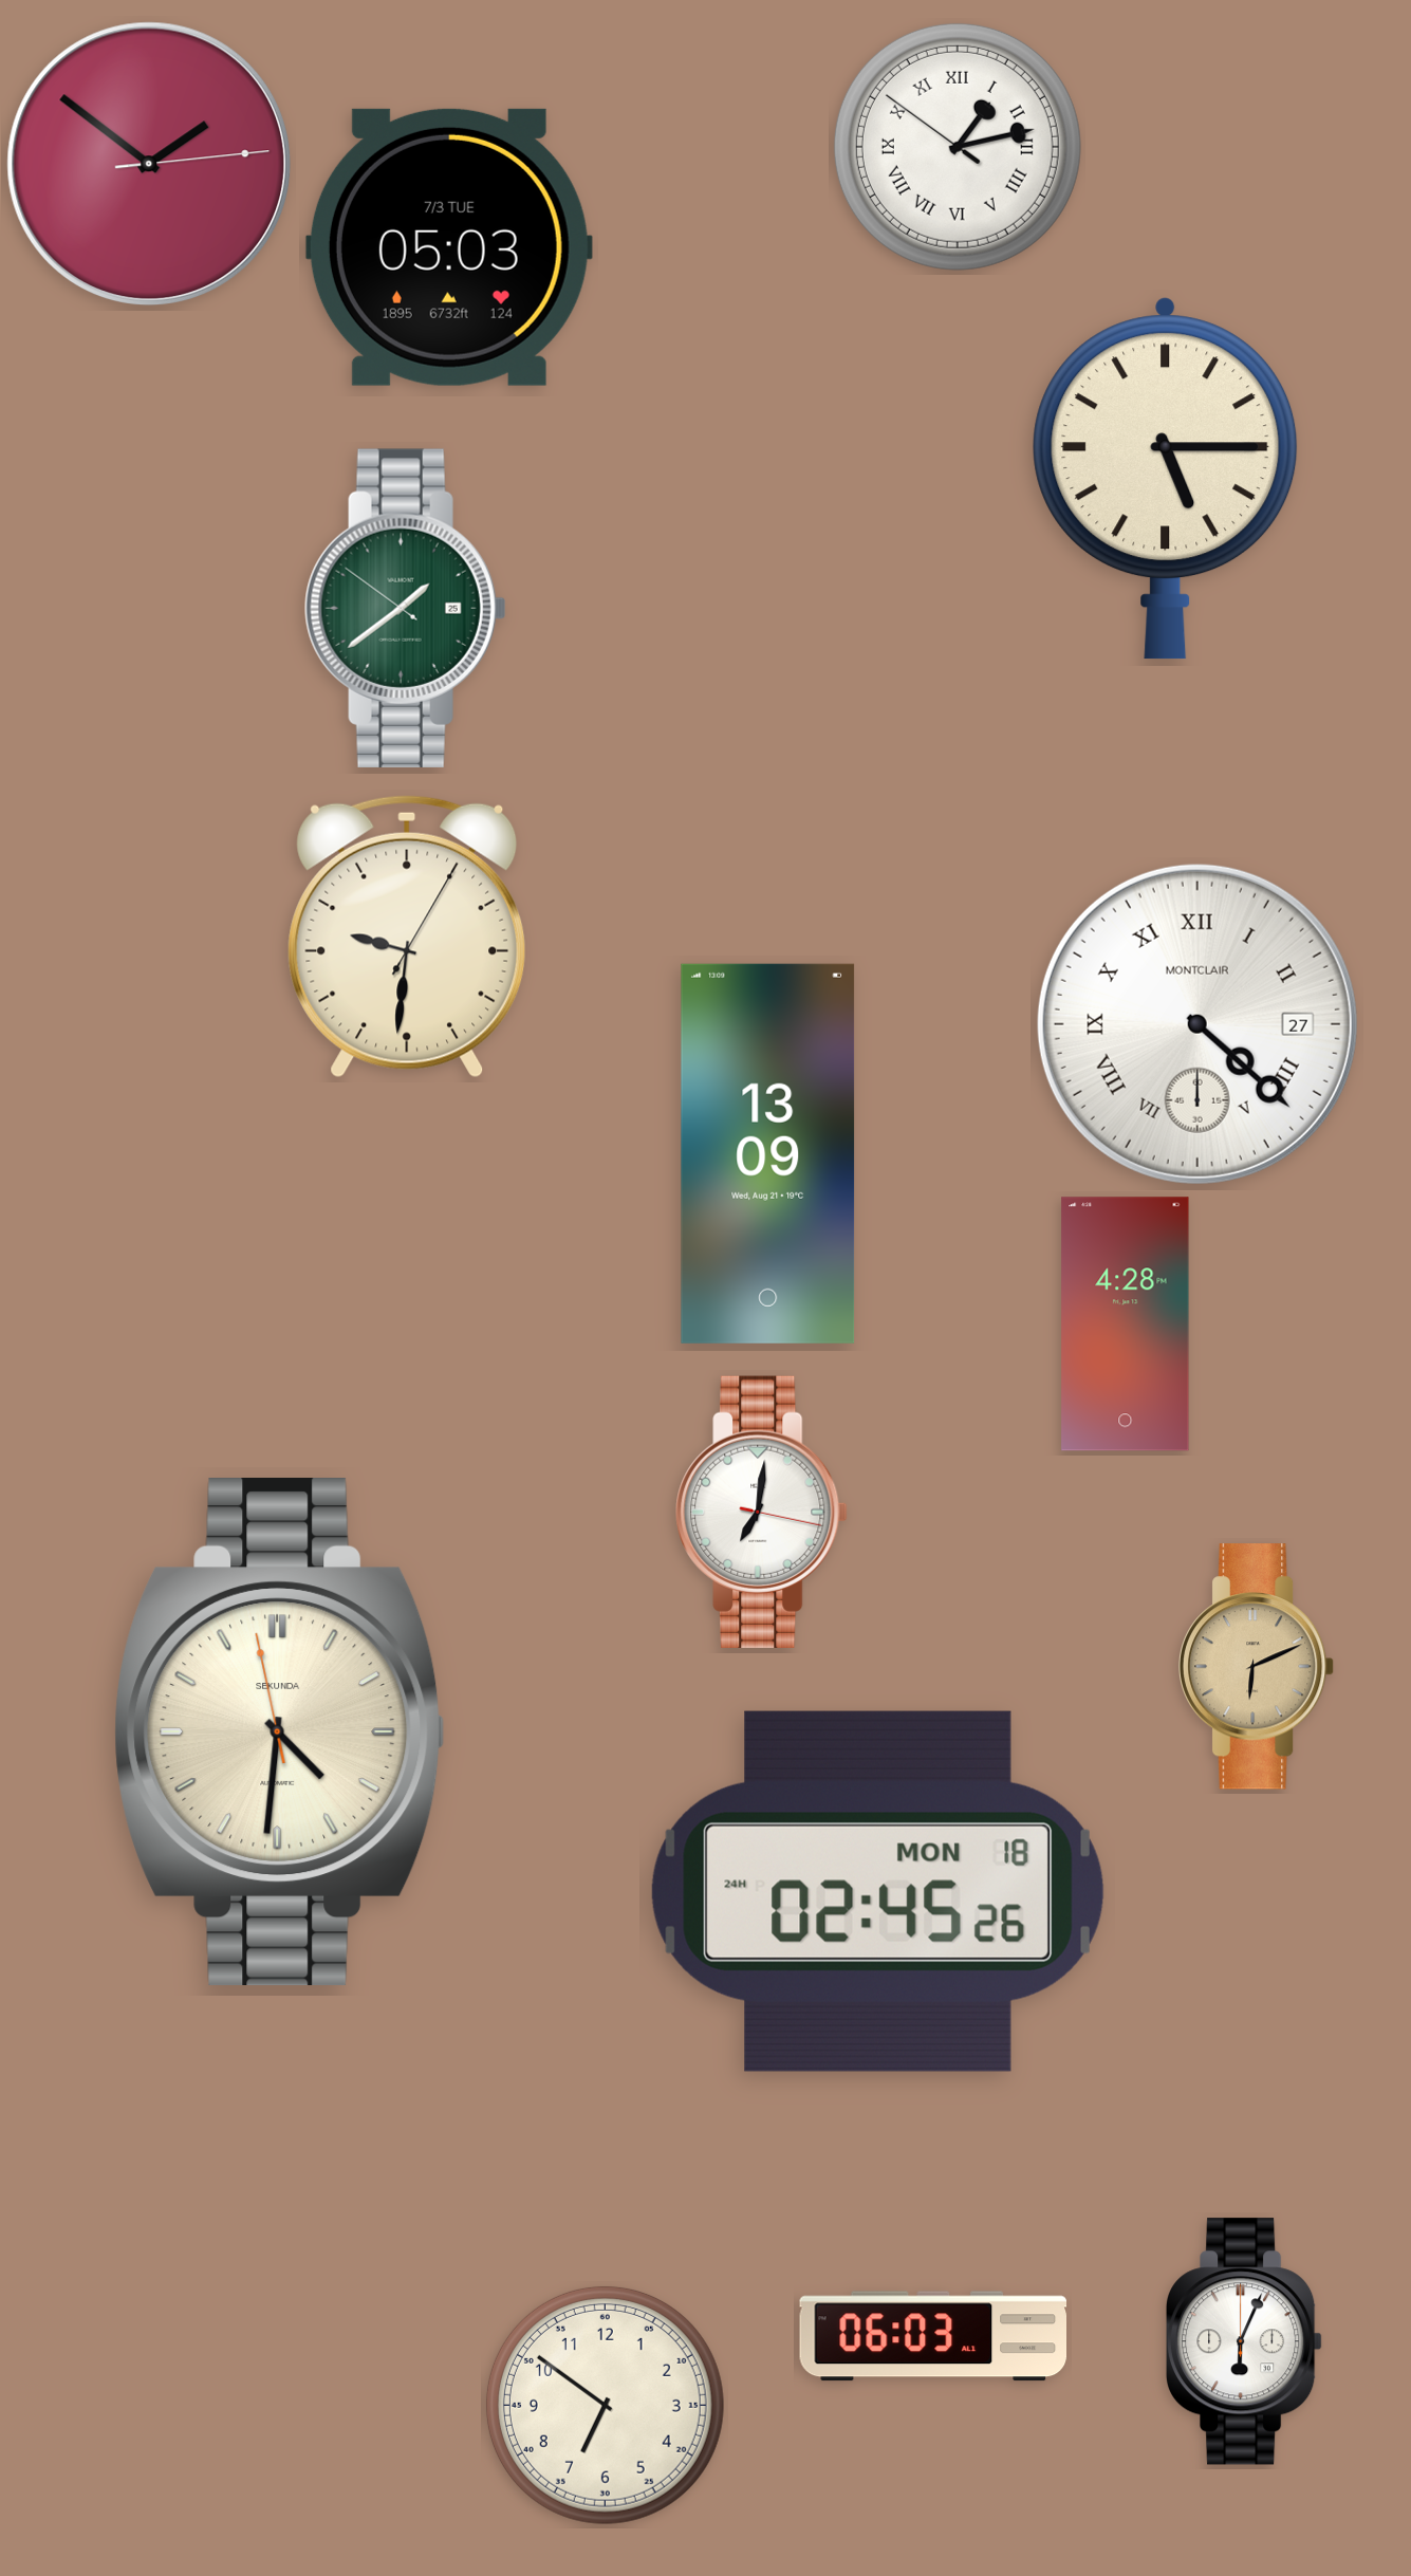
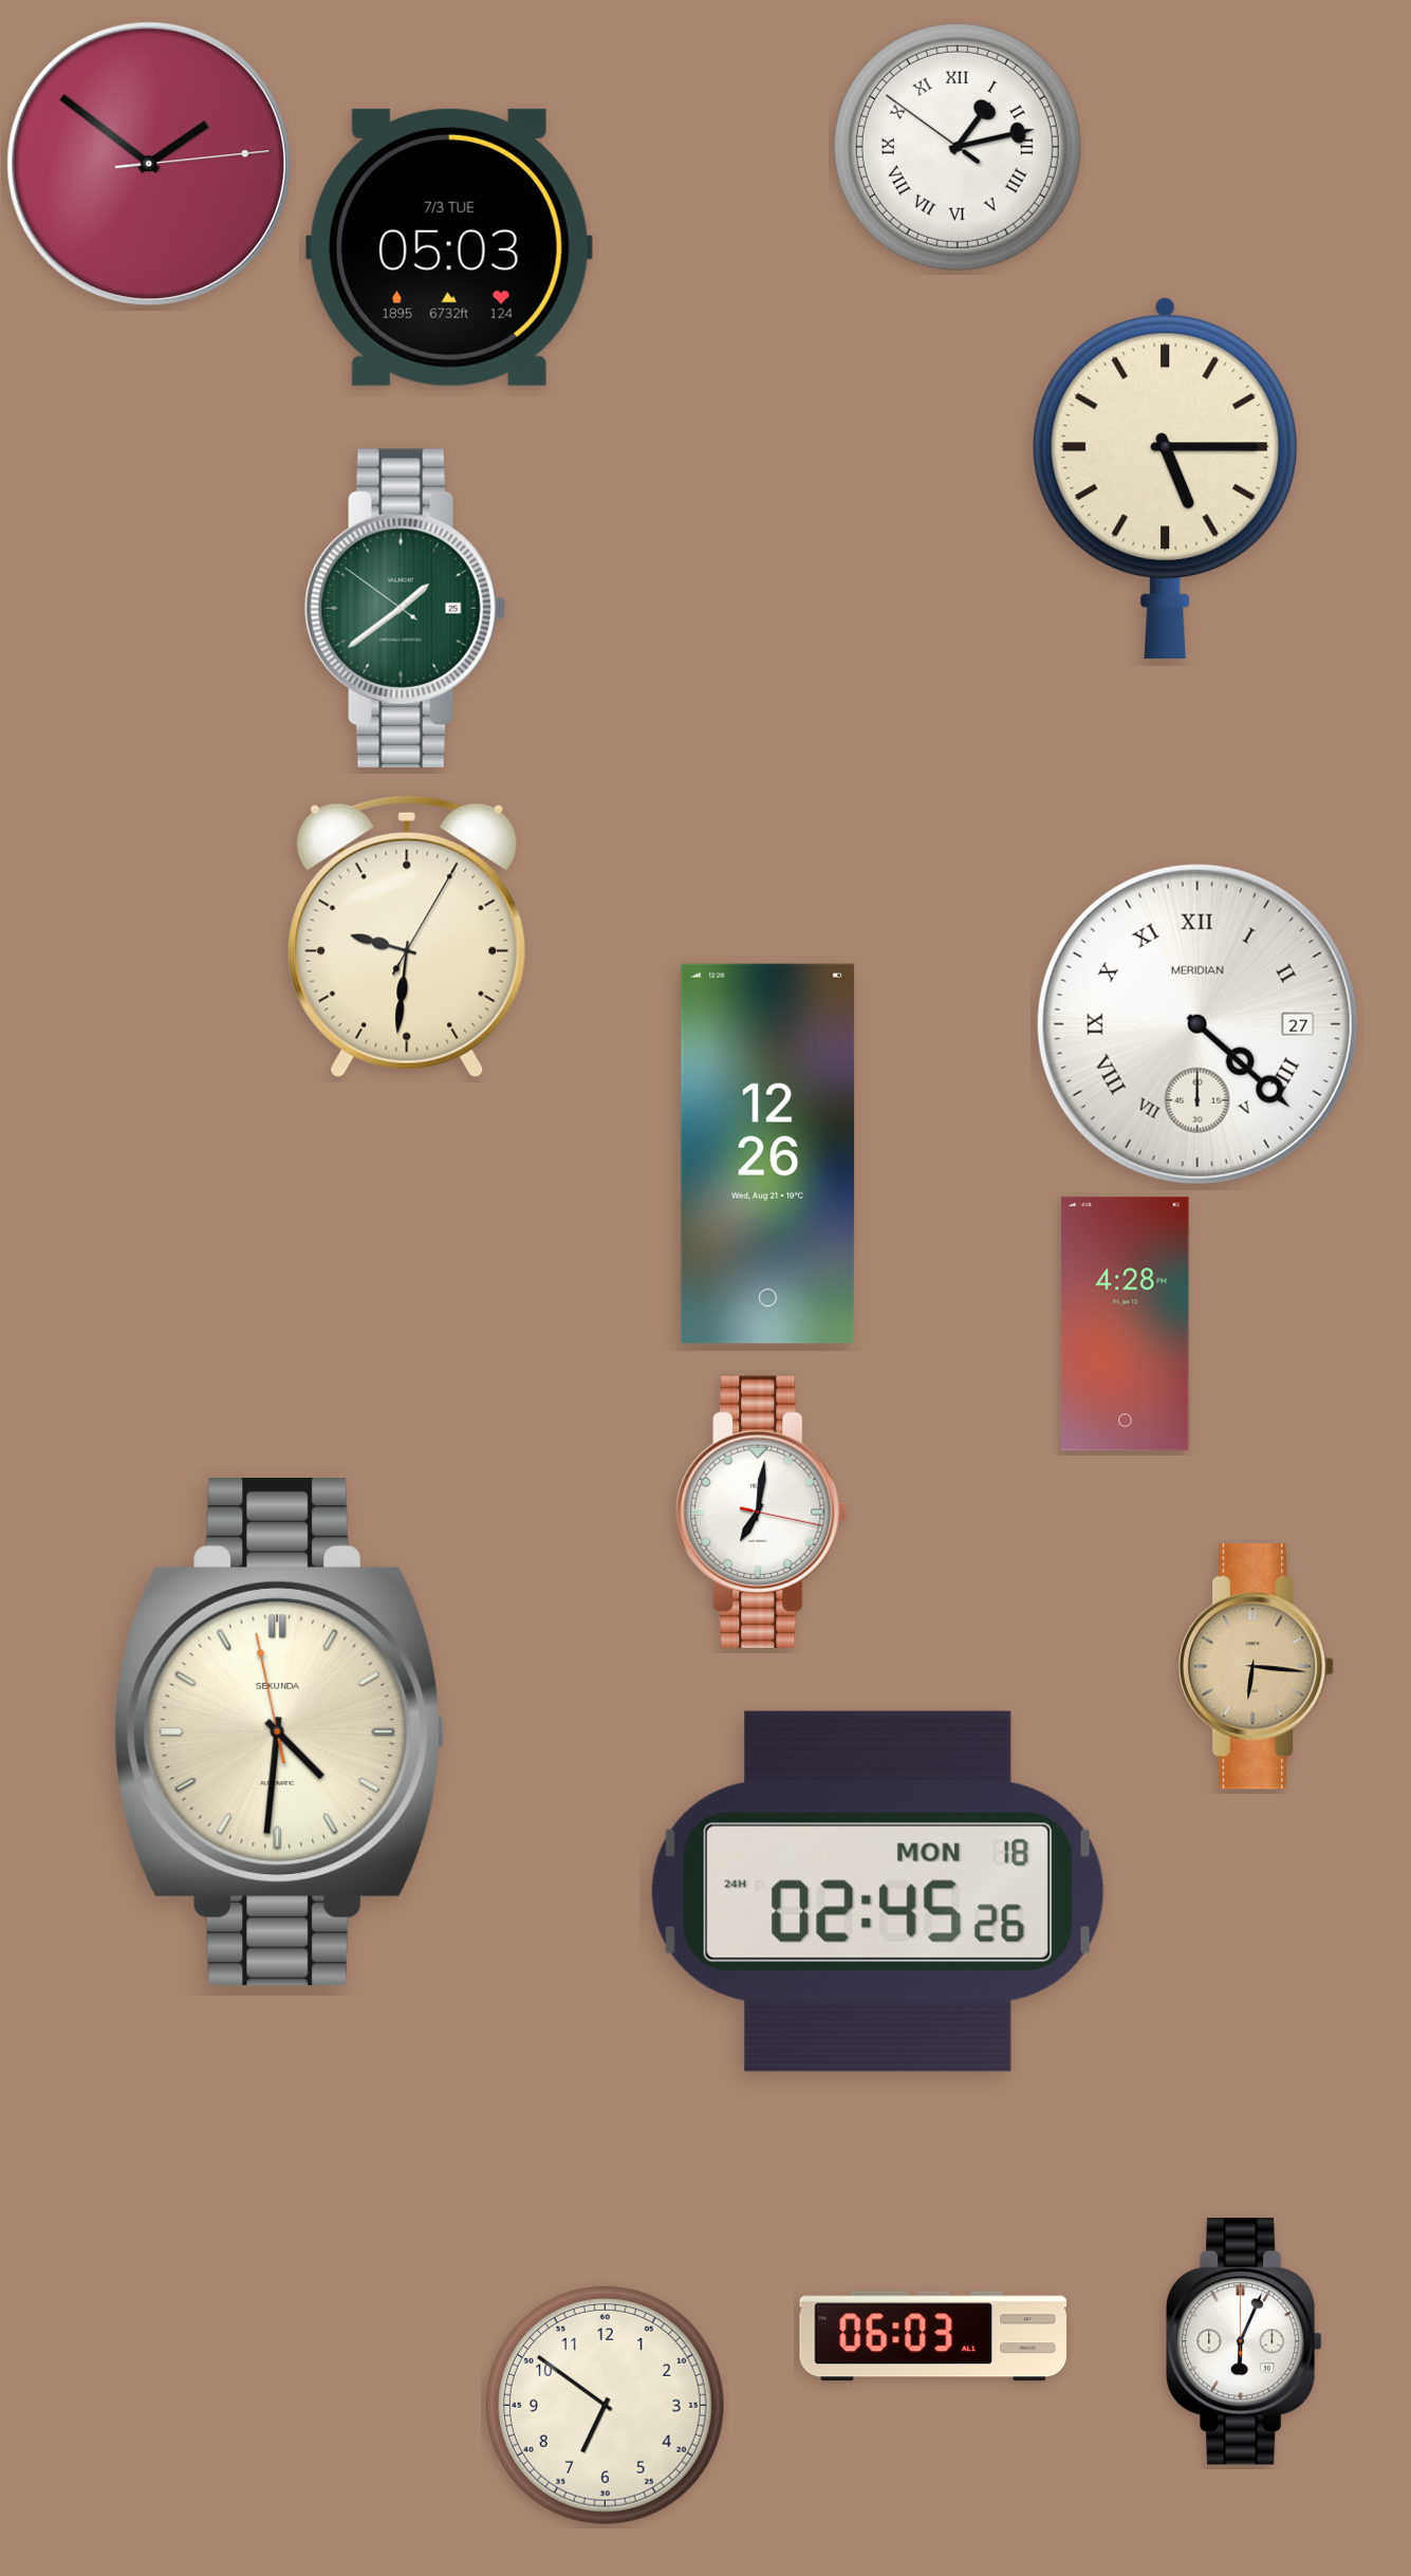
clock at (1198, 1024) brand: MONTCLAIR -> MERIDIAN
clock at (768, 1153): 13:09 -> 12:26
clock at (1258, 1667): 6:11 -> 6:16
